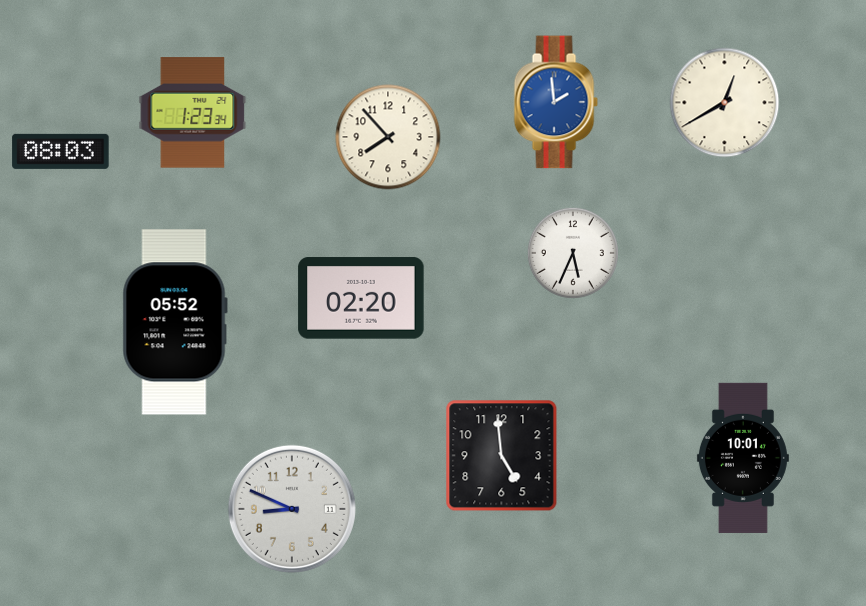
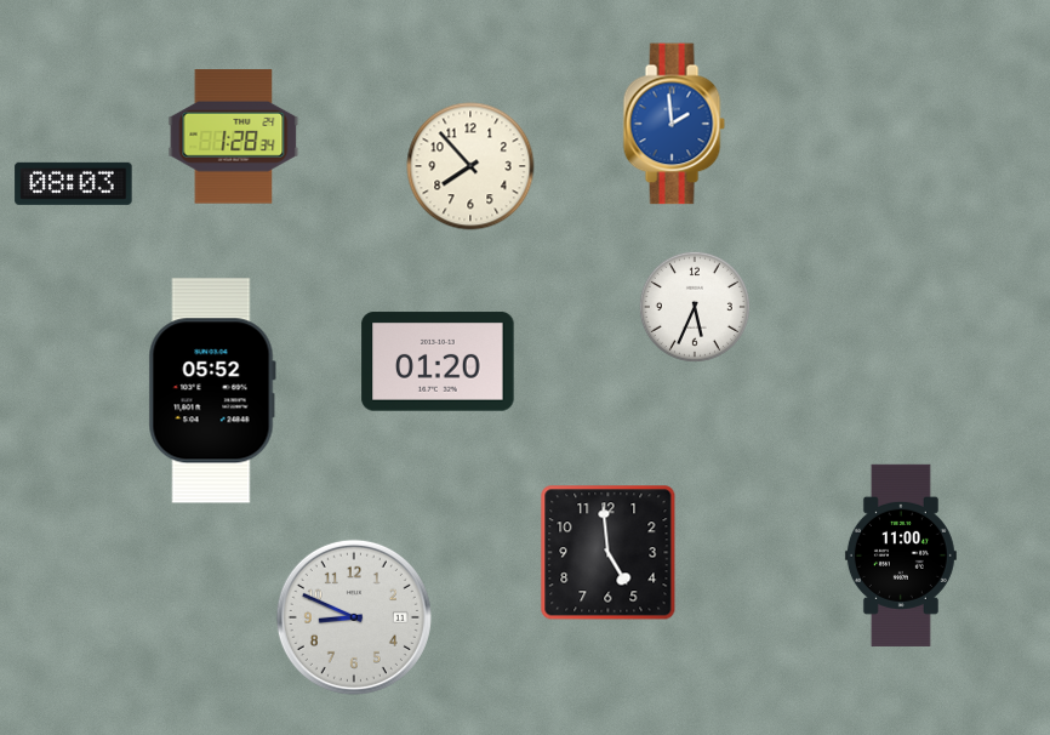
clock at (725, 103): 12:40 -> none
clock at (193, 113): 1:23 -> 1:28
clock at (361, 298): 02:20 -> 01:20
clock at (743, 458): 10:01 -> 11:00
